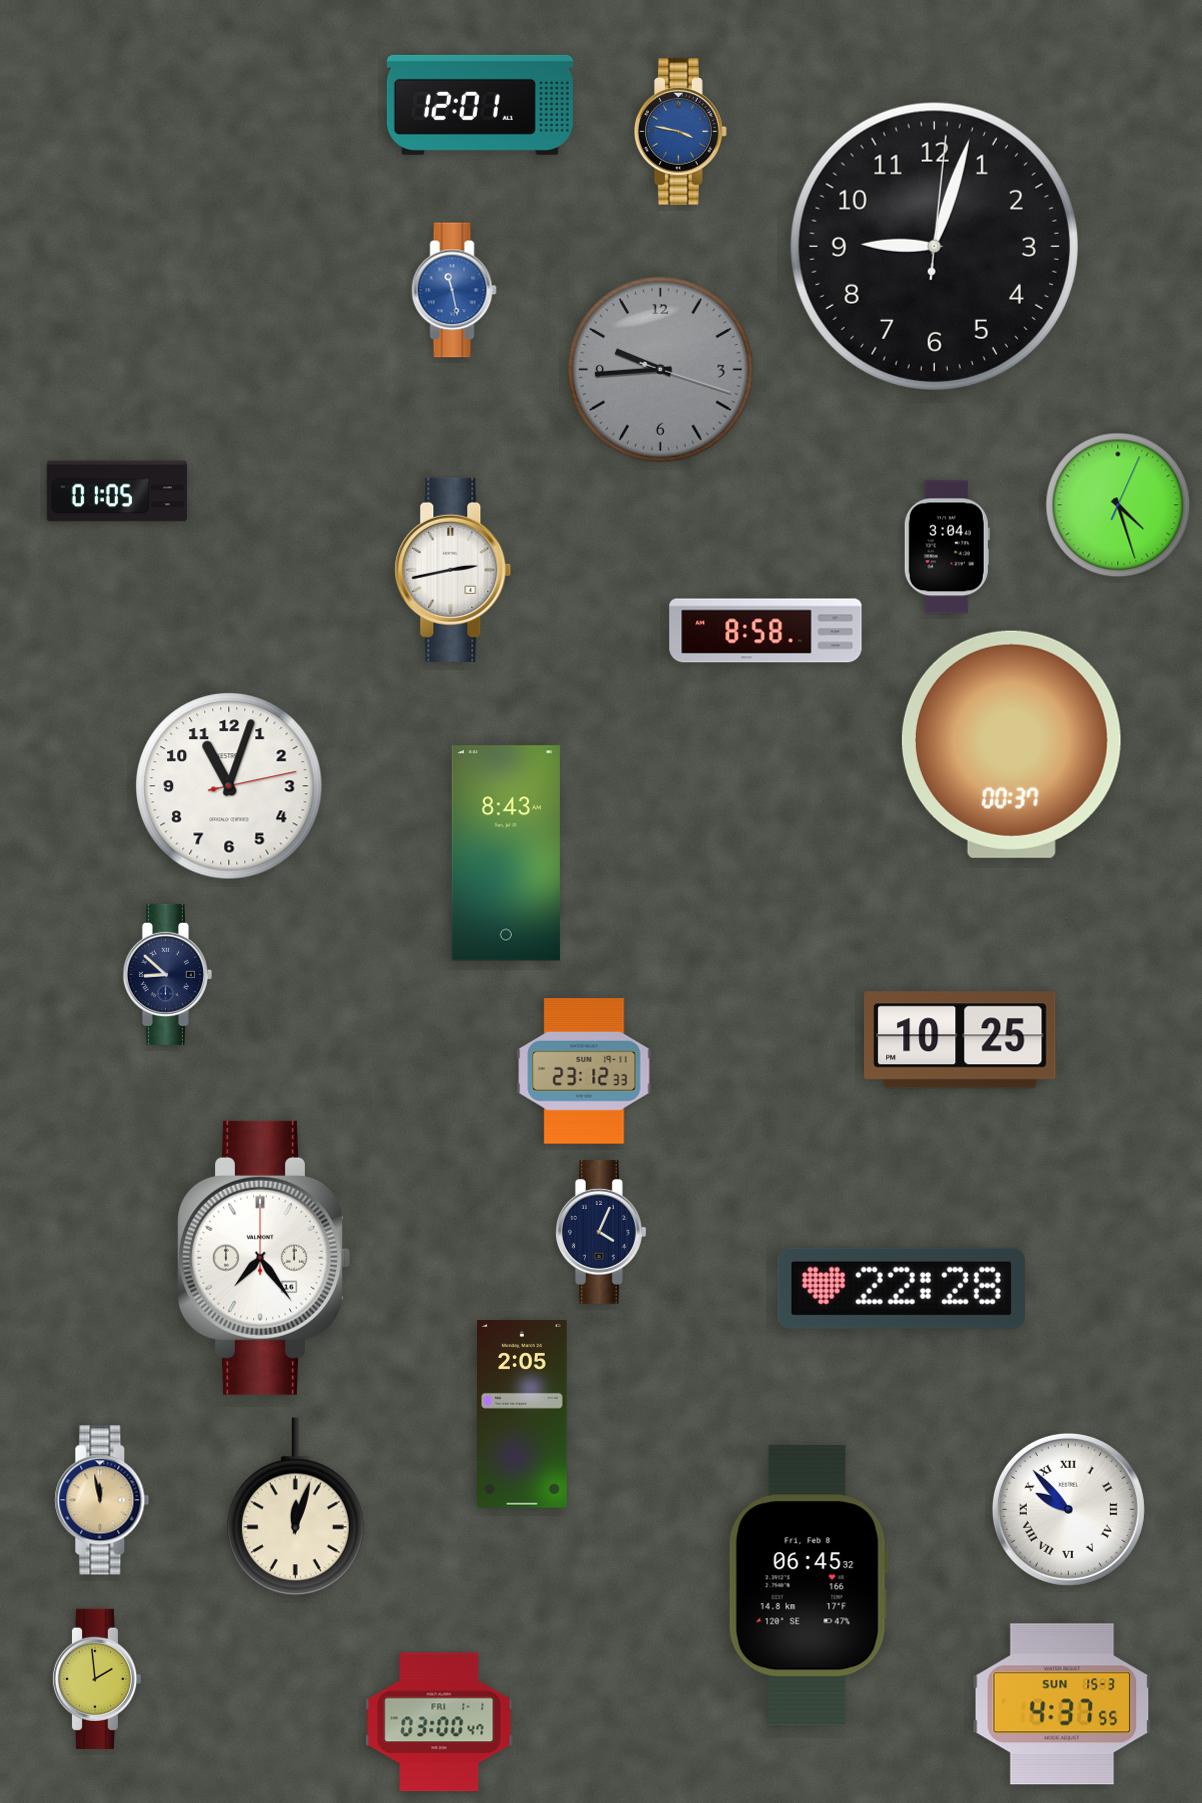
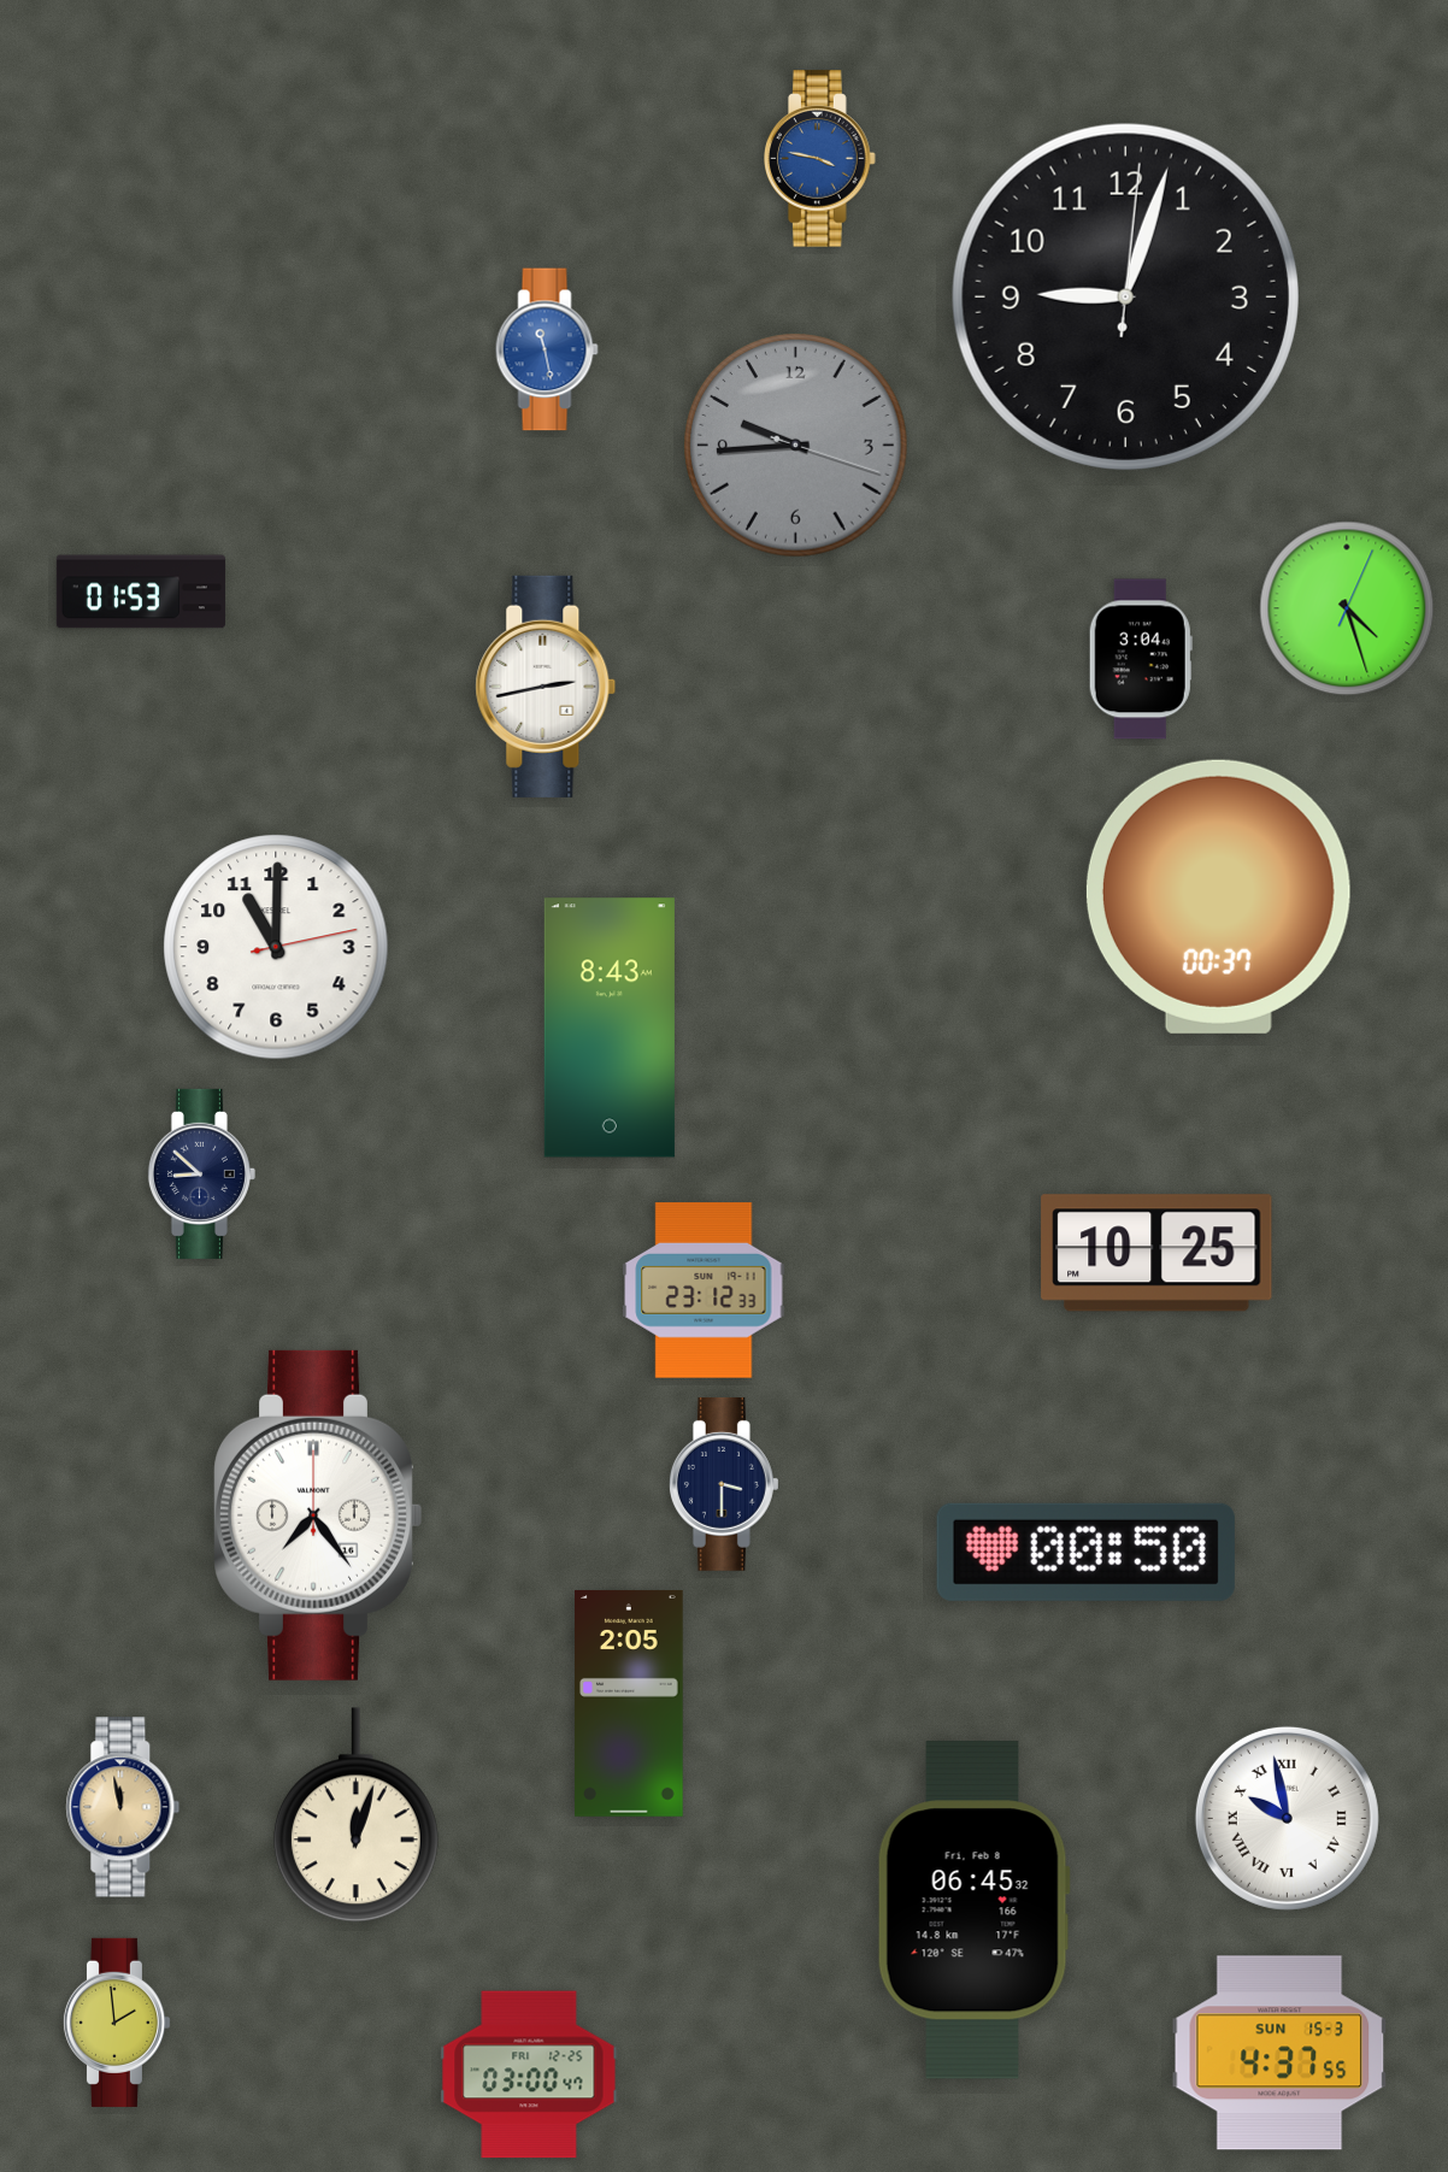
clock at (480, 105): 12:01 -> none
clock at (117, 491): 01:05 -> 01:53
clock at (766, 631): 8:58 -> none
clock at (229, 786): 11:03 -> 11:00
clock at (601, 1232): 4:04 -> 3:30
clock at (901, 1288): 22:28 -> 00:50
clock at (1068, 1509): 9:53 -> 9:58
clock at (439, 1722) date: FRI 1-1 -> FRI 12-25
